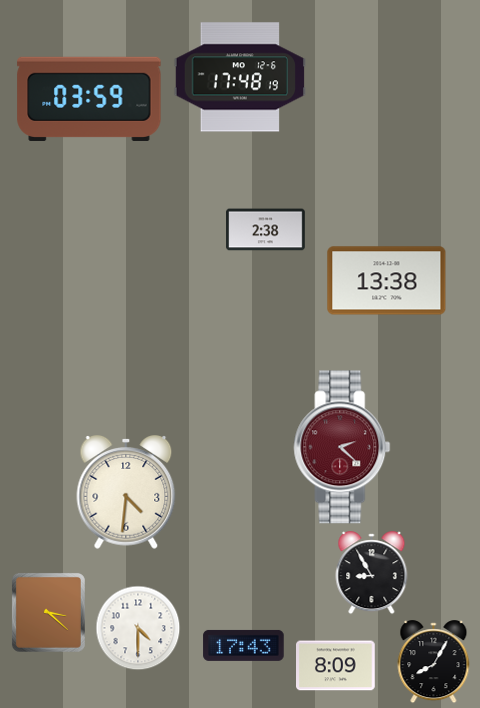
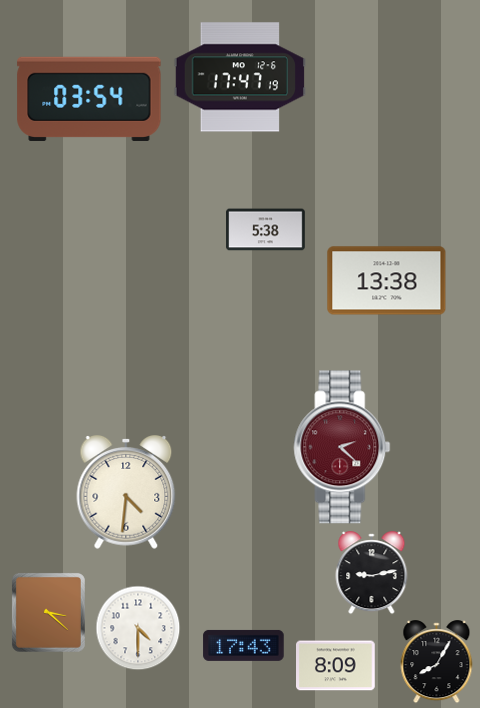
clock at (239, 77): 17:48 -> 17:47
clock at (89, 99): 03:59 -> 03:54
clock at (266, 230): 2:38 -> 5:38
clock at (372, 573): 8:55 -> 9:13
clock at (434, 662) position: (434, 662) -> (437, 662)
